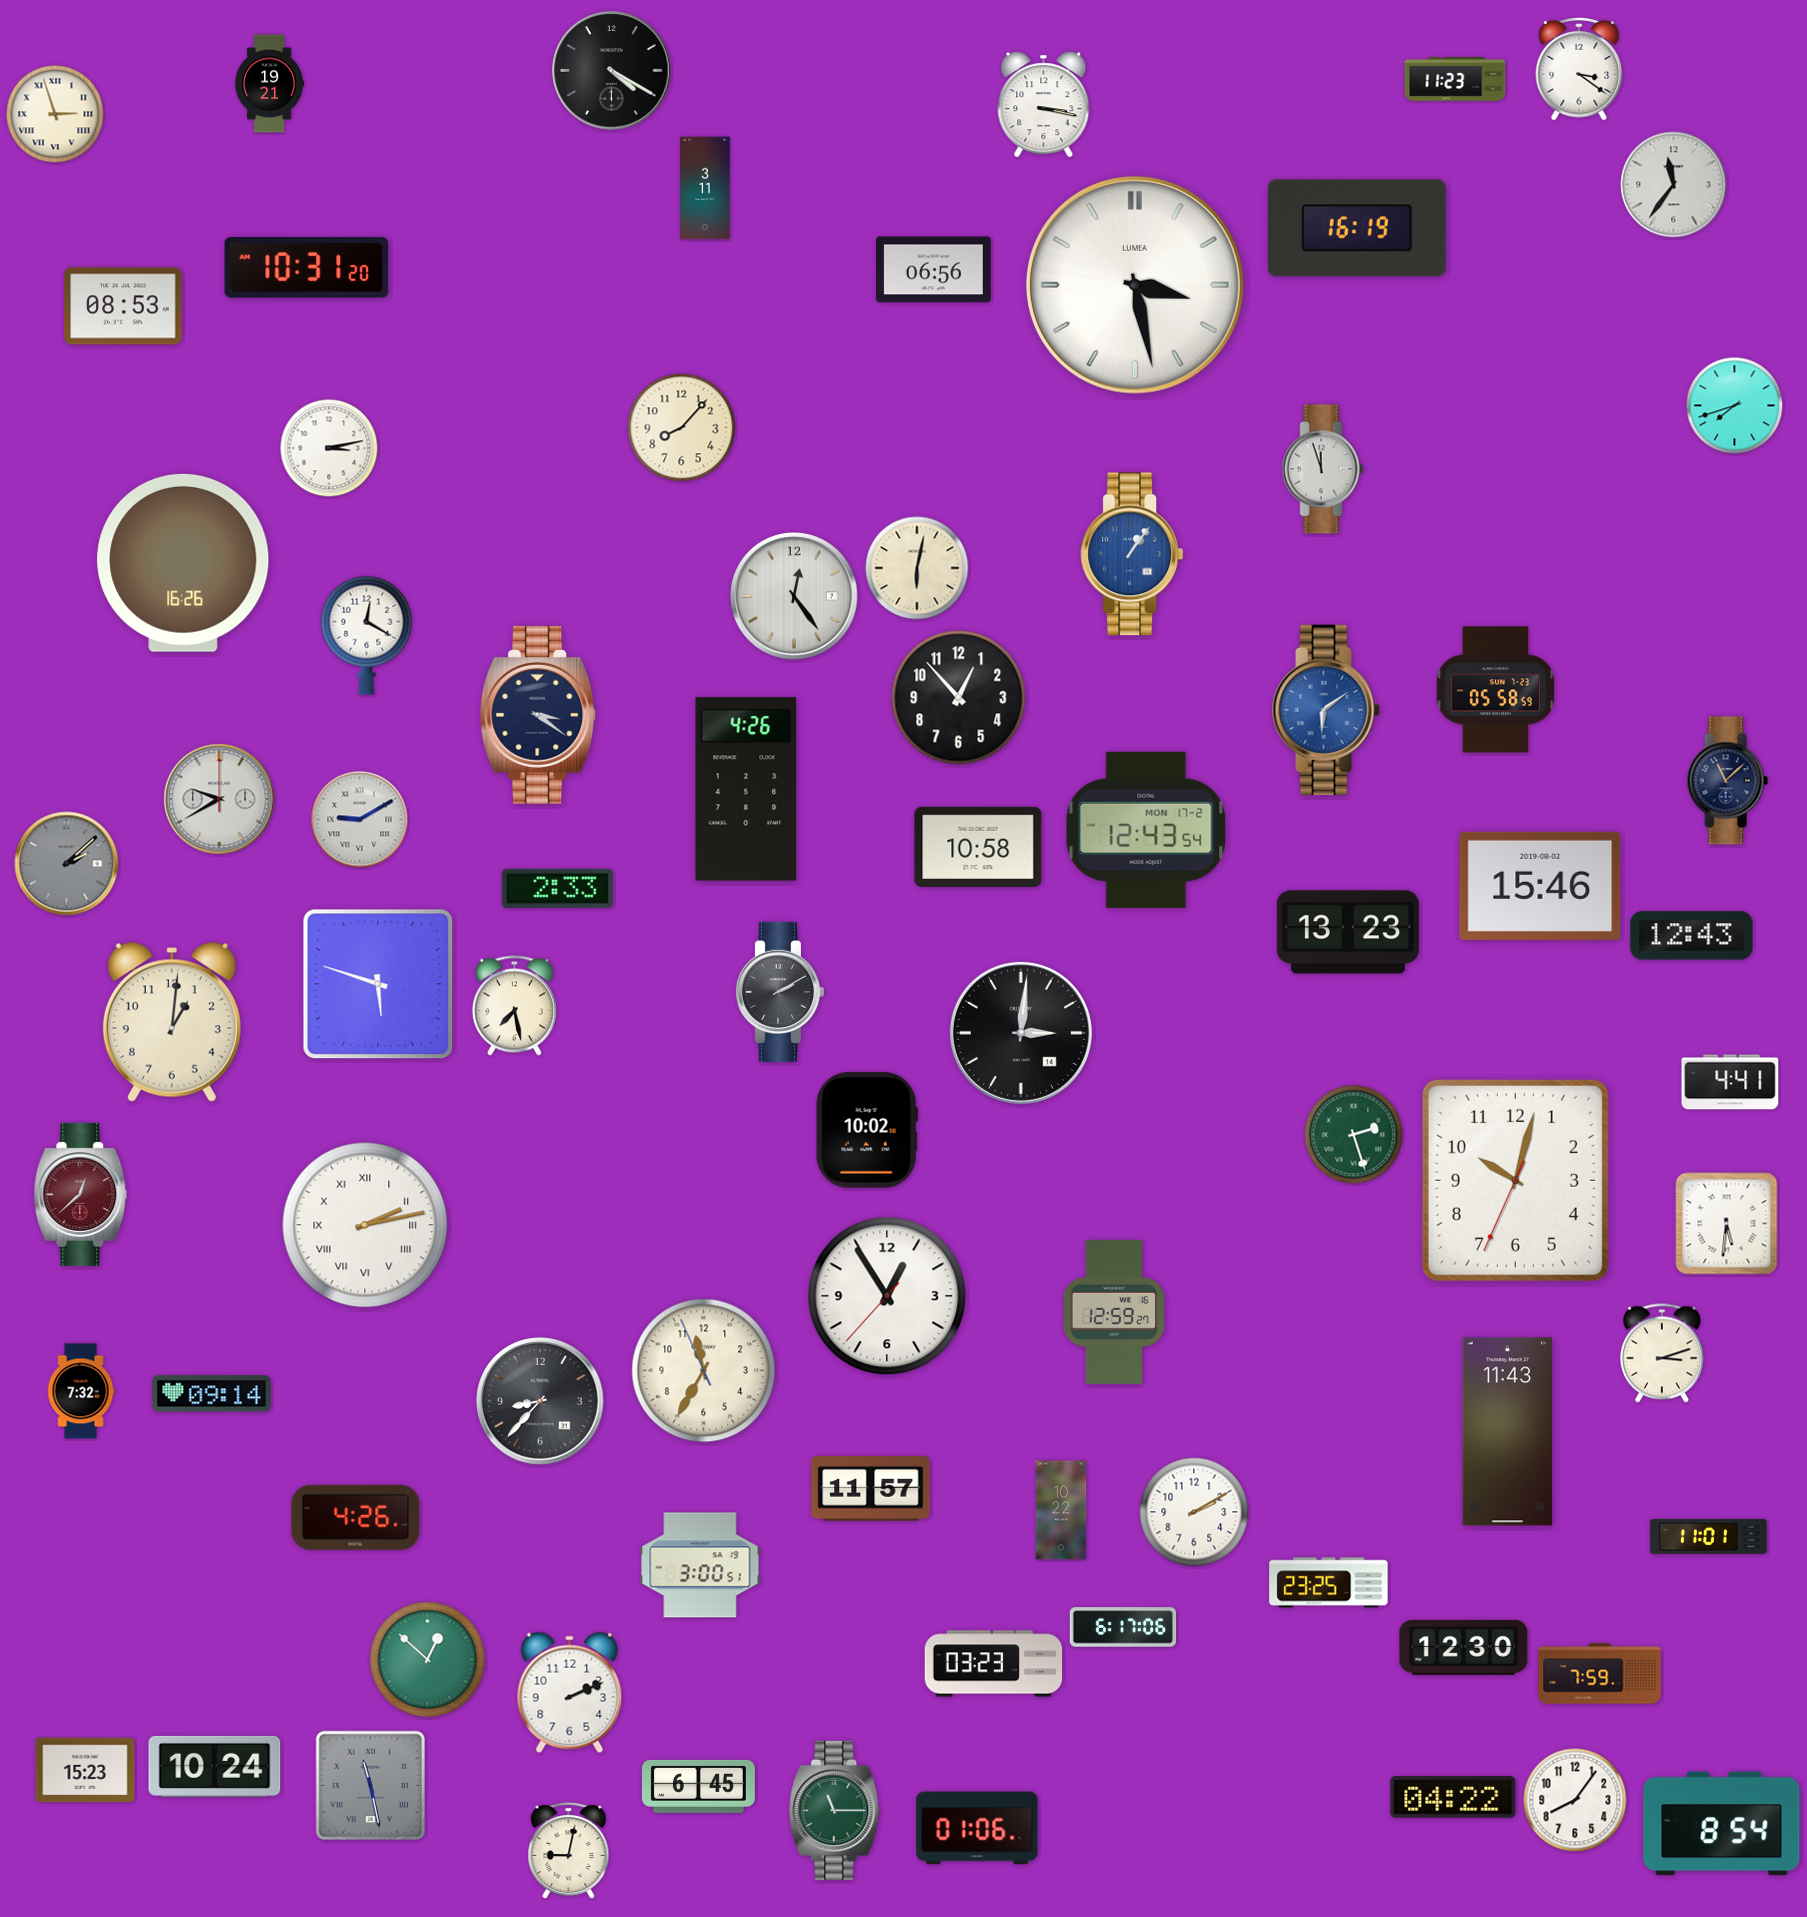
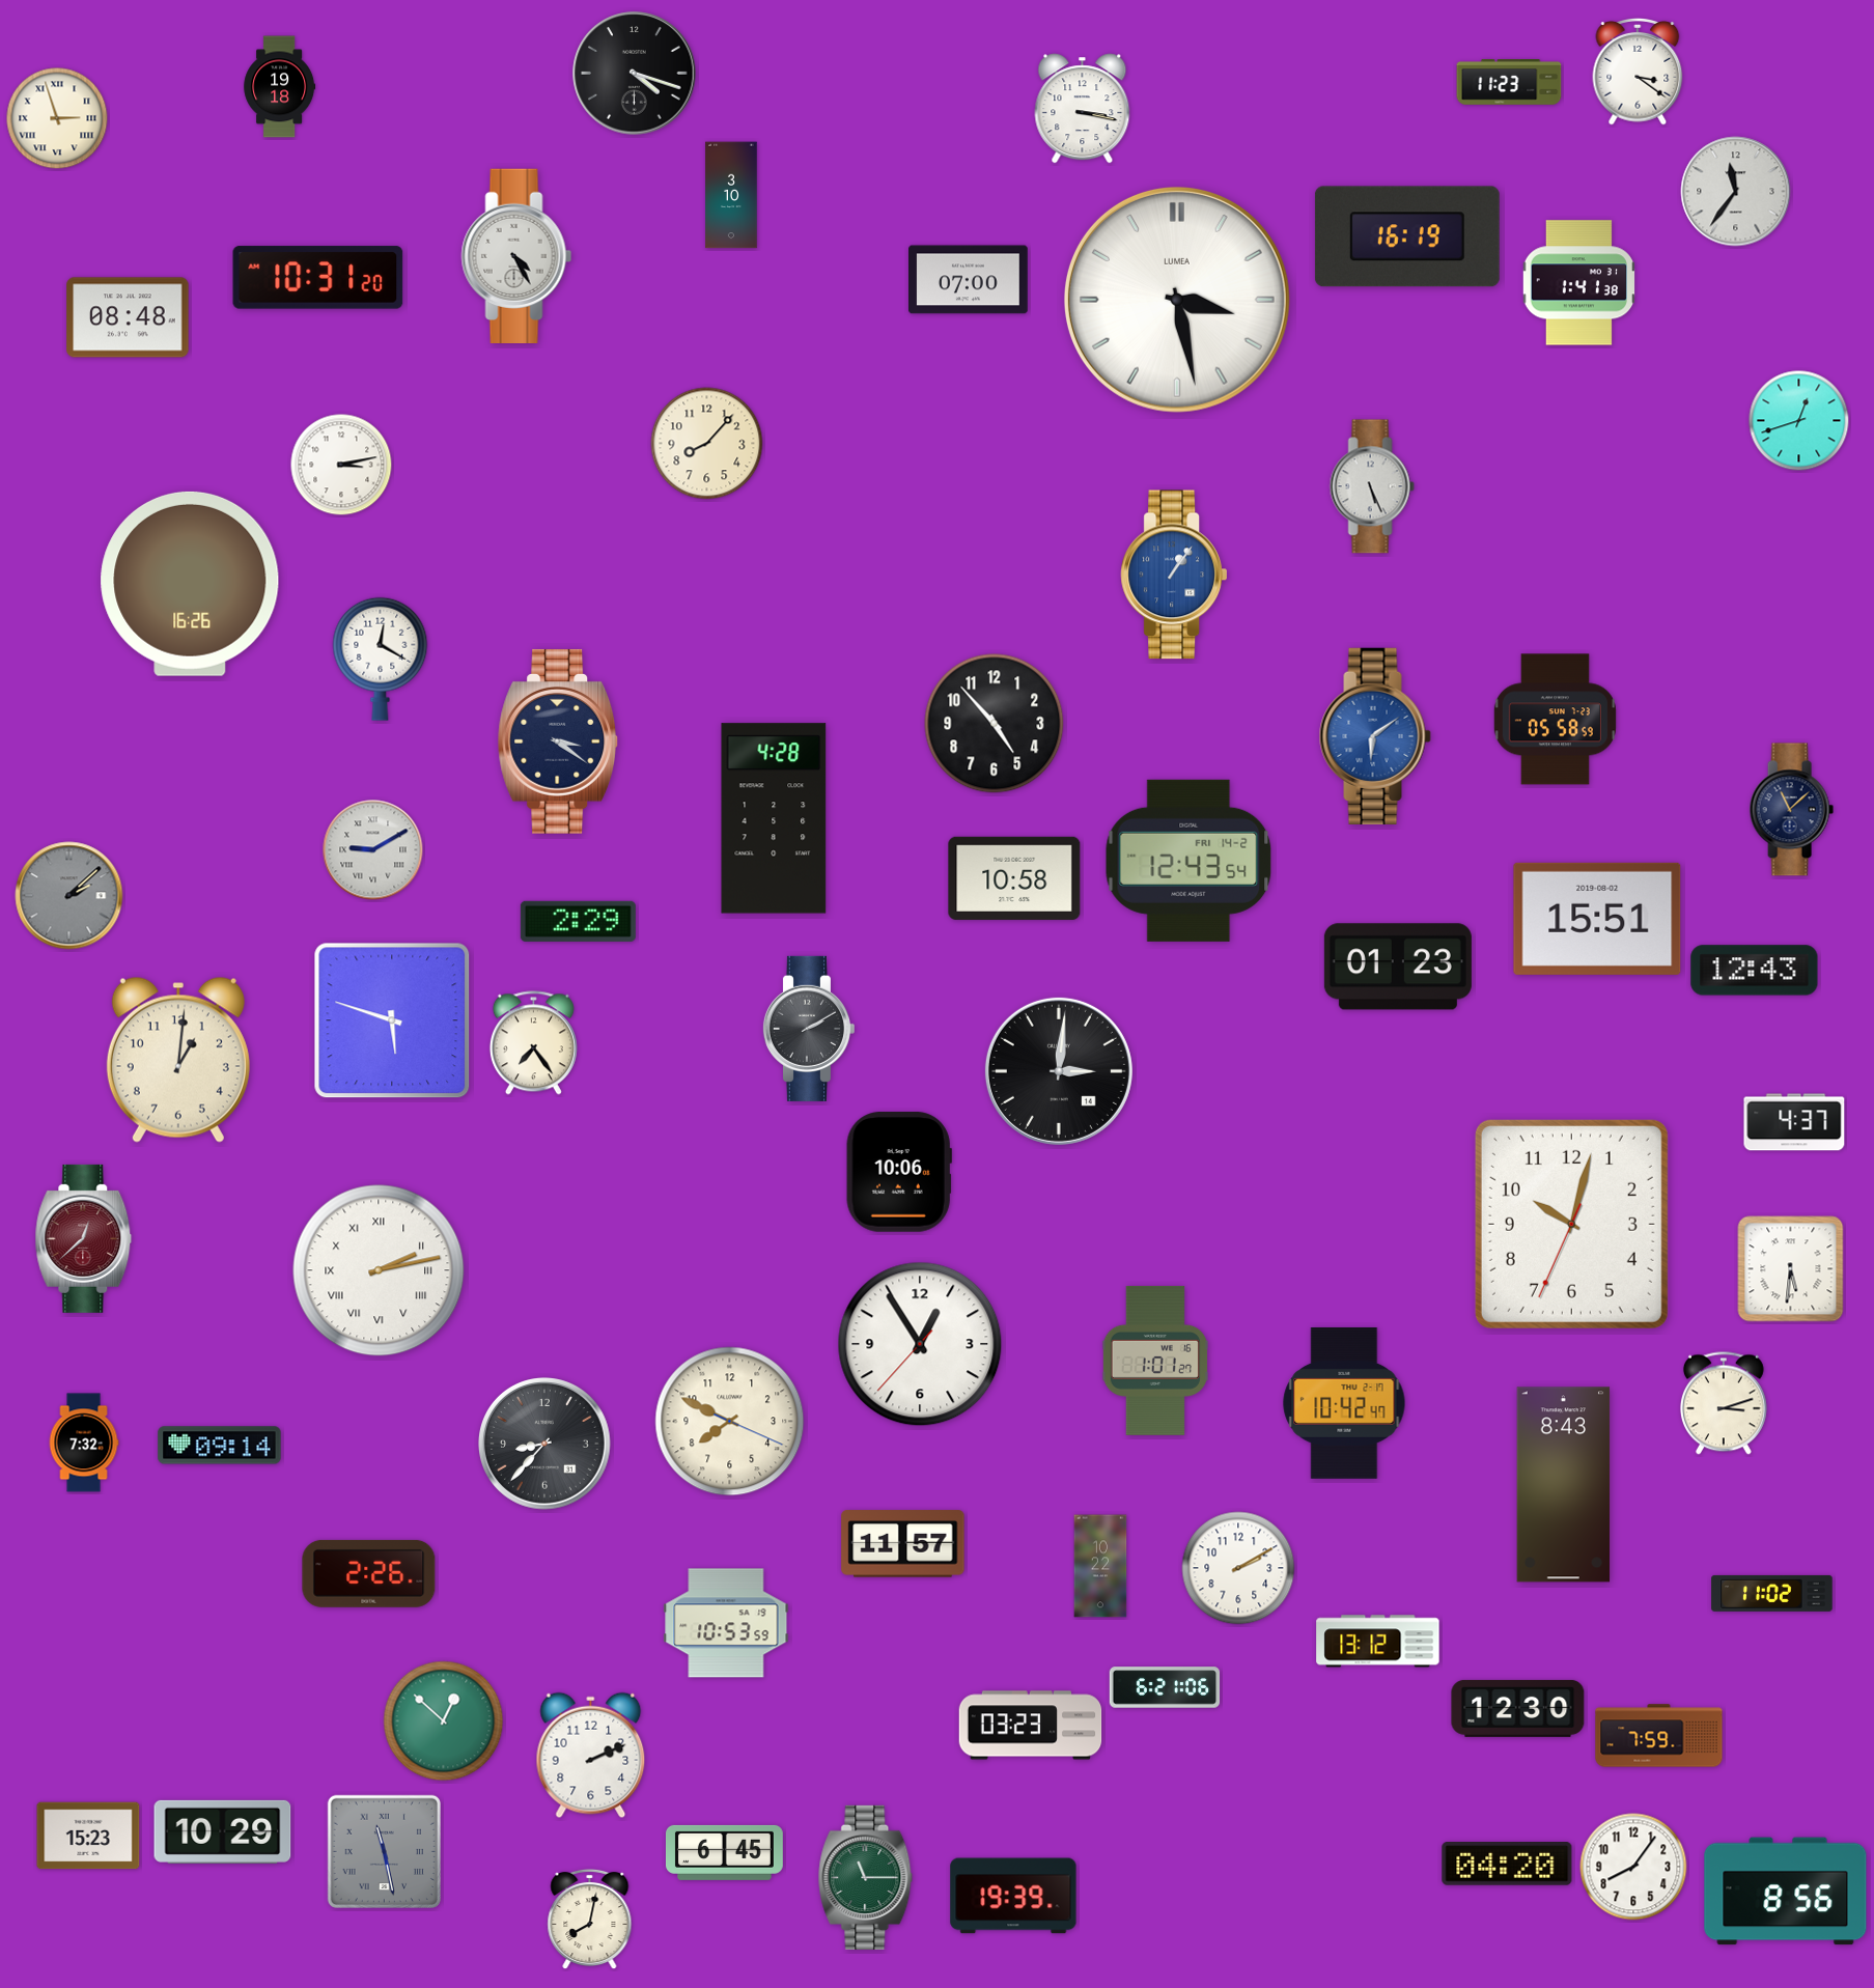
clock at (612, 71): 4:20 -> 4:18
clock at (270, 84): 19:21 -> 19:18
clock at (705, 188): 3:11 -> 3:10
clock at (516, 255): none -> 4:25
clock at (934, 270): 06:56 -> 07:00
clock at (1578, 283): none -> 1:41
clock at (1135, 285) position: (1135, 285) -> (1177, 300)
clock at (123, 306): 08:53 -> 08:48
clock at (1735, 406): 7:42 -> 12:42
clock at (1323, 469): 11:57 -> 5:26
clock at (917, 568): 6:02 -> none
clock at (795, 597): 12:24 -> none
clock at (1495, 690) position: (1495, 690) -> (1555, 720)
clock at (959, 698): 12:53 -> 4:53
clock at (746, 789): 4:26 -> 4:28
clock at (219, 799): 9:40 -> none
clock at (1146, 830) date: MON 17-2 -> FRI 14-2
clock at (1540, 886): 15:46 -> 15:51
clock at (557, 888): 2:33 -> 2:29
clock at (1348, 932): 13:23 -> 01:23
clock at (514, 1006): 7:28 -> 7:24
clock at (1730, 1082): 4:41 -> 4:37
clock at (867, 1130): 10:02 -> 10:06
clock at (1354, 1135): 2:27 -> none
clock at (1114, 1312): 12:59 -> 1:01
clock at (1344, 1403): none -> 10:42
clock at (704, 1371): 11:34 -> 7:49
clock at (541, 1402) position: (541, 1402) -> (546, 1445)
clock at (1508, 1432): 11:43 -> 8:43
clock at (356, 1517): 4:26 -> 2:26
clock at (1709, 1536): 11:01 -> 11:02
clock at (700, 1565): 3:00 -> 10:53
clock at (1329, 1583): 23:25 -> 13:12
clock at (1123, 1627): 6:17 -> 6:21
clock at (215, 1766): 10:24 -> 10:29
clock at (1453, 1798): 04:22 -> 04:20
clock at (1722, 1824): 8:54 -> 8:56
clock at (977, 1828): 01:06 -> 19:39
clock at (569, 1851): 9:02 -> 8:02
